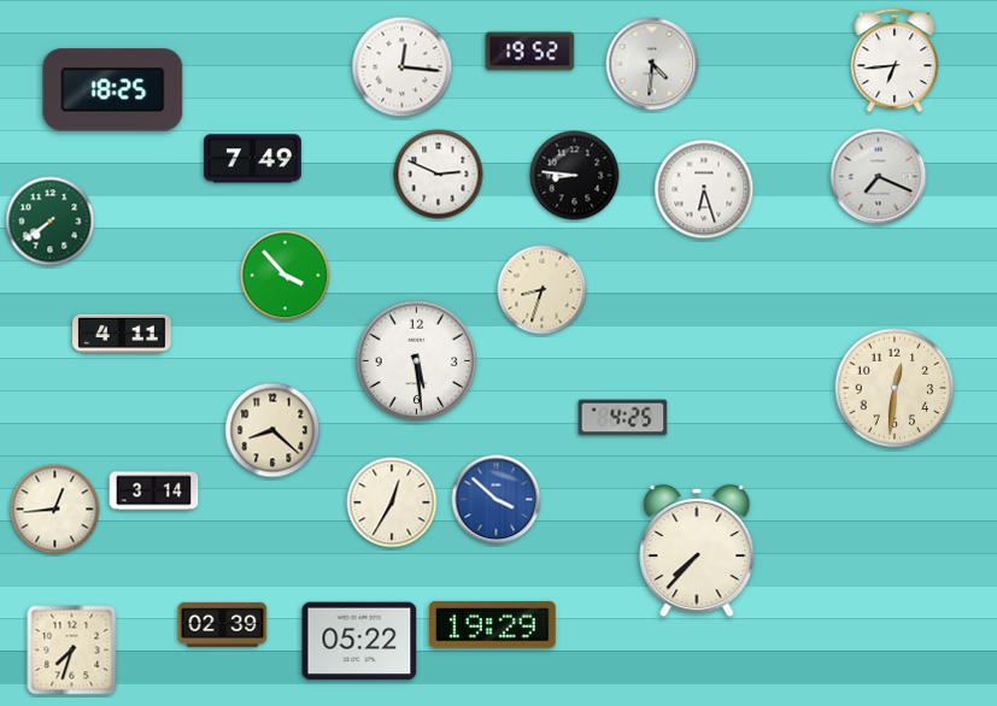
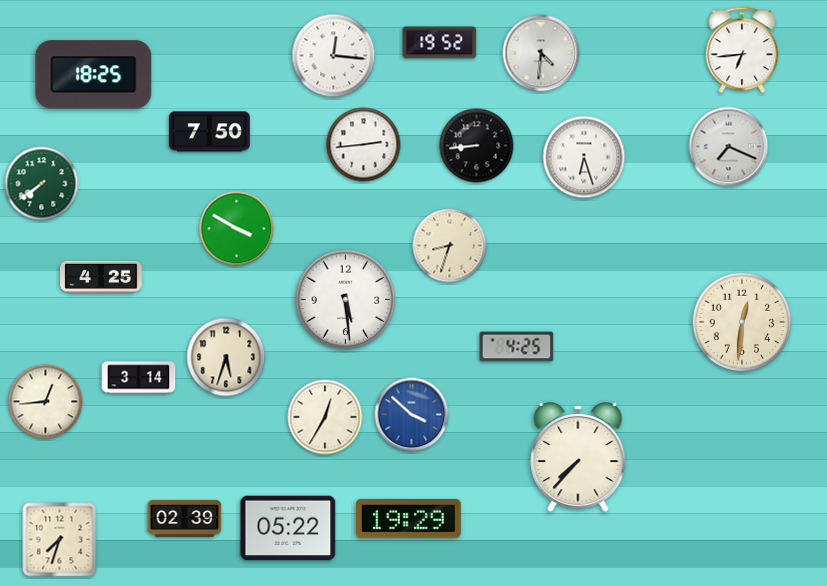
clock at (252, 159): 7:49 -> 7:50
clock at (439, 175): 2:49 -> 2:44
clock at (575, 176): 8:46 -> 8:44
clock at (286, 276): 3:53 -> 3:50
clock at (543, 290) position: (543, 290) -> (450, 246)
clock at (122, 333): 4:11 -> 4:25
clock at (272, 430): 8:22 -> 5:33
clock at (154, 492) position: (154, 492) -> (139, 378)
clock at (55, 510) position: (55, 510) -> (46, 402)
clock at (359, 641) position: (359, 641) -> (288, 528)
